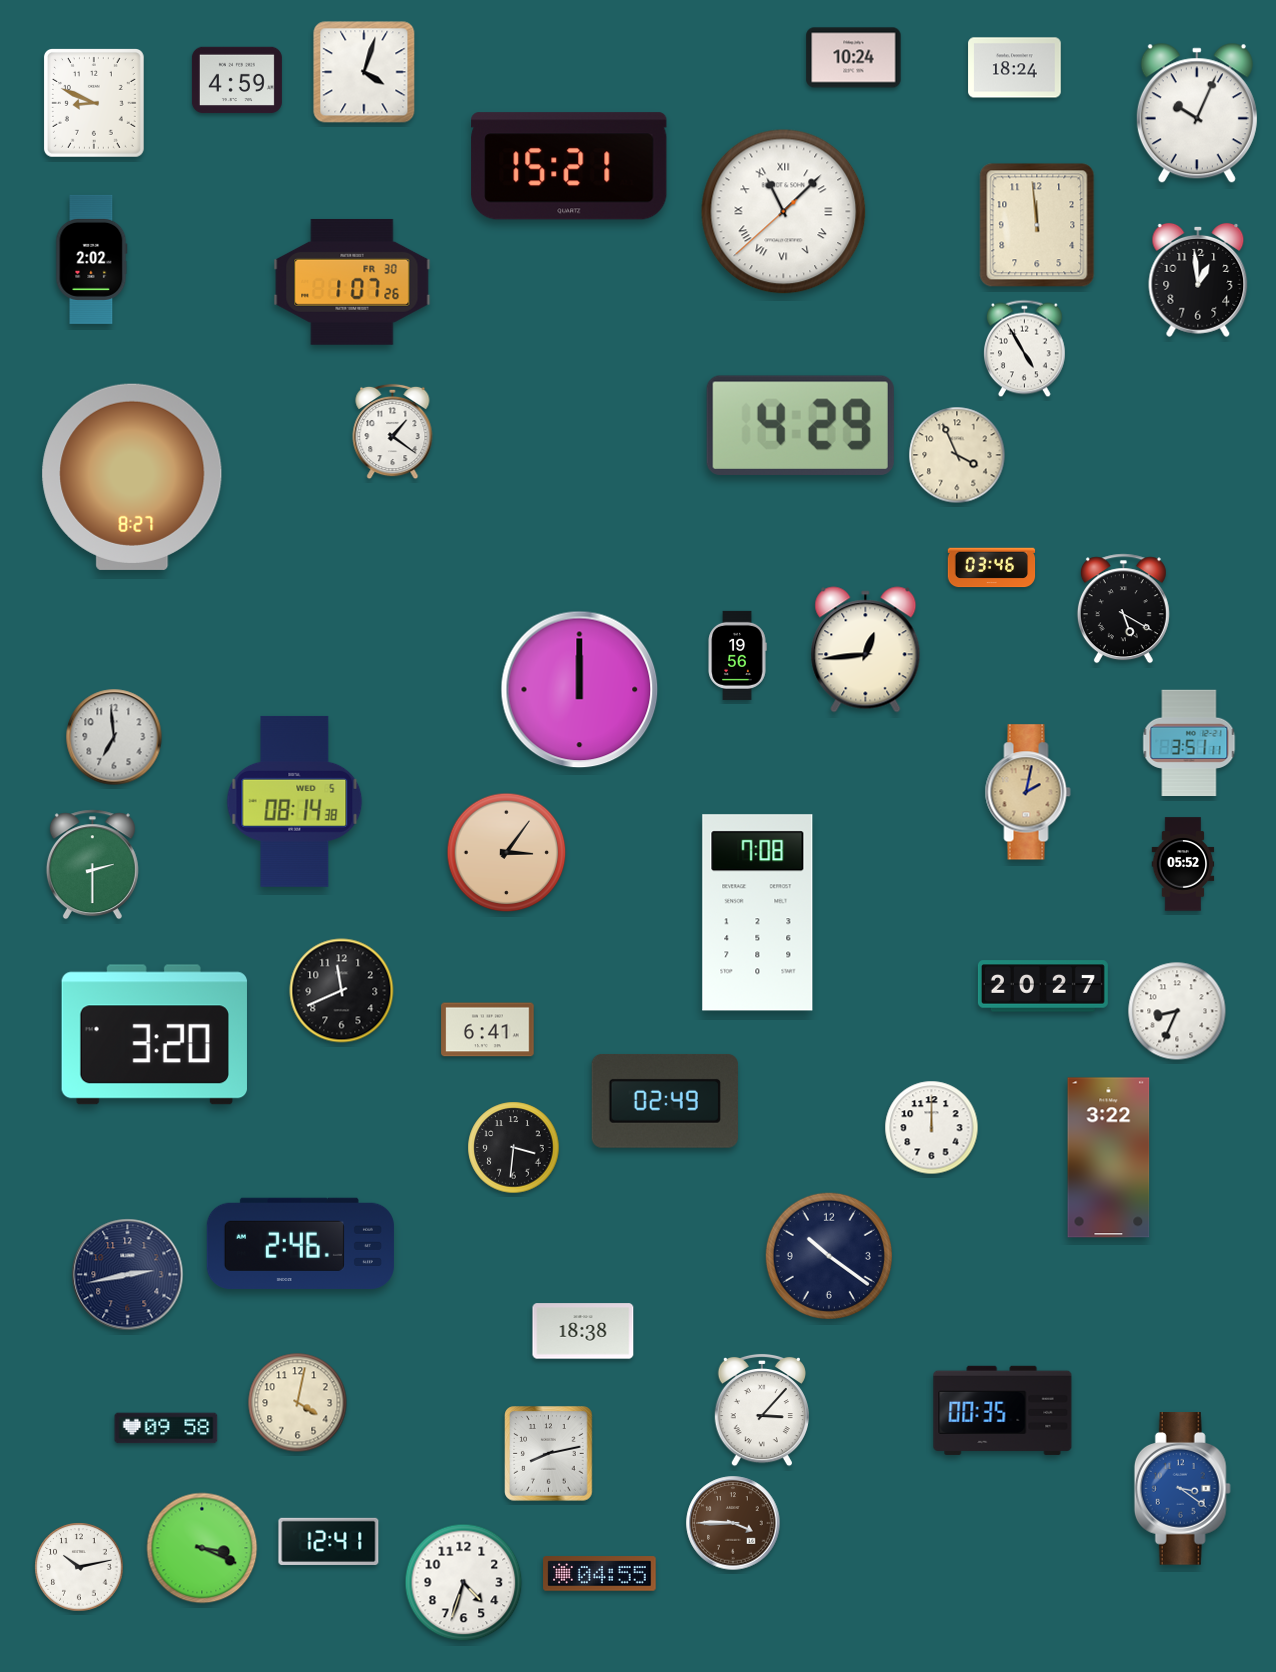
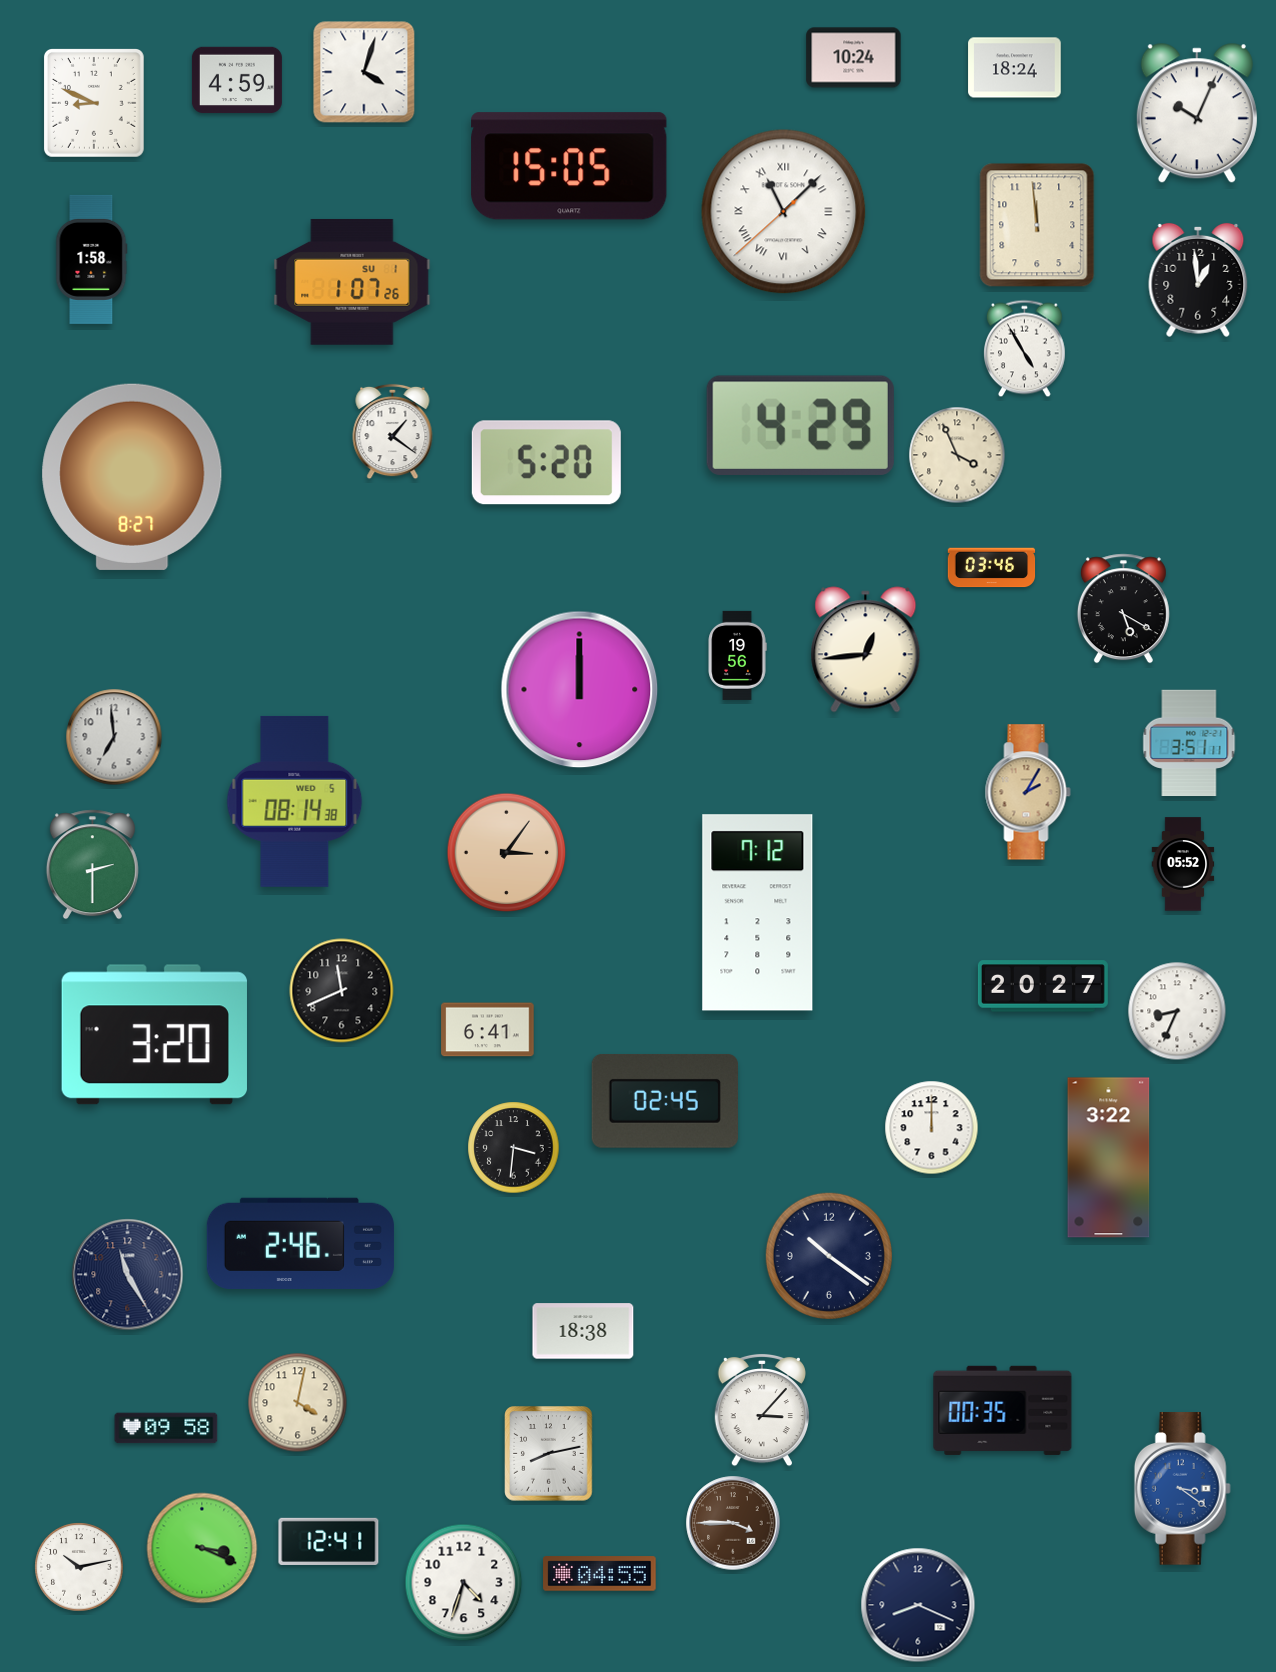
clock at (569, 166): 15:21 -> 15:05
clock at (92, 259): 2:02 -> 1:58
clock at (352, 282) date: FR 30 -> SU 1
clock at (546, 463): none -> 5:20
clock at (1028, 792): 2:02 -> 2:05
clock at (758, 913): 7:08 -> 7:12
clock at (665, 1101): 02:49 -> 02:45
clock at (128, 1275): 2:43 -> 11:25
clock at (918, 1605): none -> 8:19
